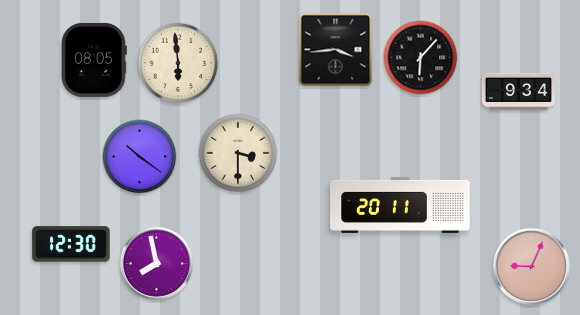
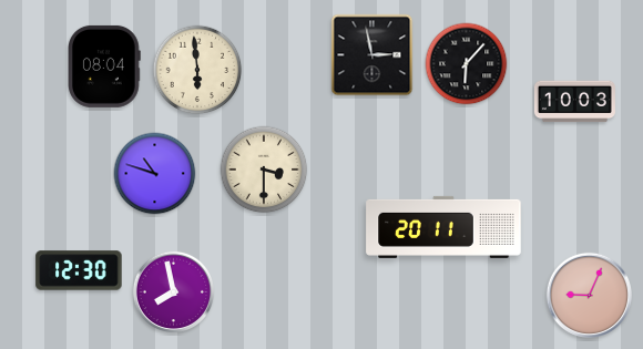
clock at (336, 50): 3:44 -> 2:58
clock at (95, 60): 08:05 -> 08:04
clock at (518, 92): 9:34 -> 10:03
clock at (140, 157): 10:21 -> 10:48
